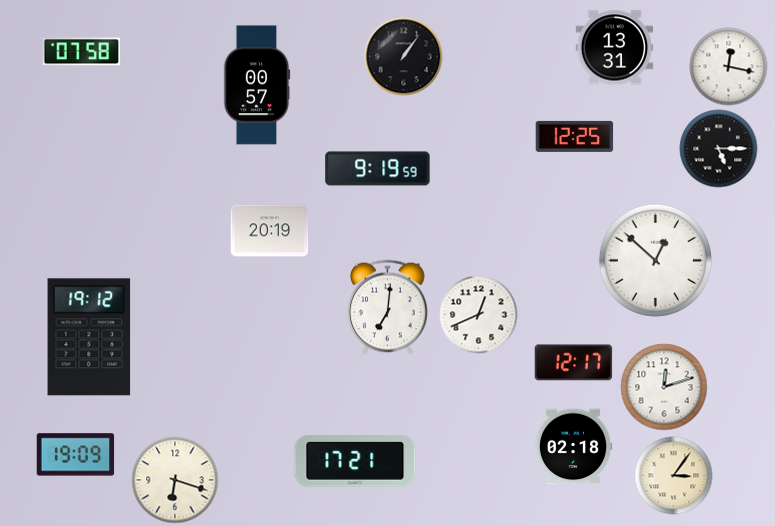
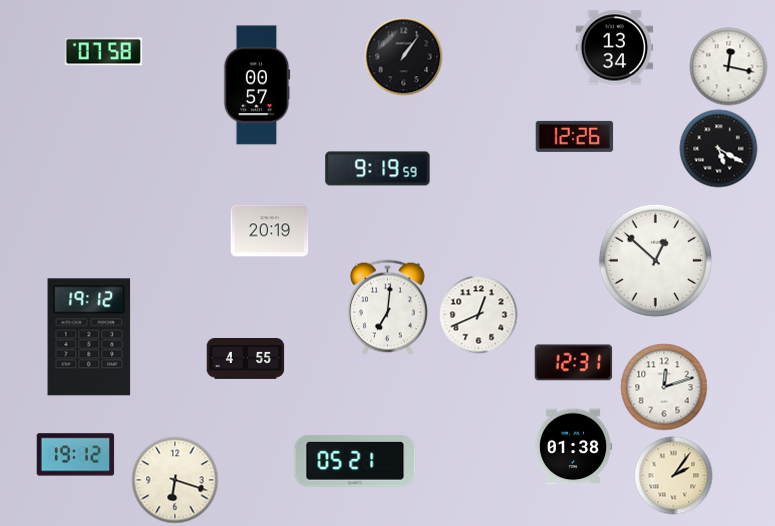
clock at (614, 48): 13:31 -> 13:34
clock at (81, 52) position: (81, 52) -> (103, 52)
clock at (574, 136): 12:25 -> 12:26
clock at (718, 148): 5:15 -> 5:20
clock at (245, 359): none -> 4:55
clock at (573, 363): 12:17 -> 12:31
clock at (573, 447): 02:18 -> 01:38
clock at (75, 455): 19:09 -> 19:12
clock at (355, 461): 17:21 -> 05:21
clock at (673, 475): 3:06 -> 2:06
